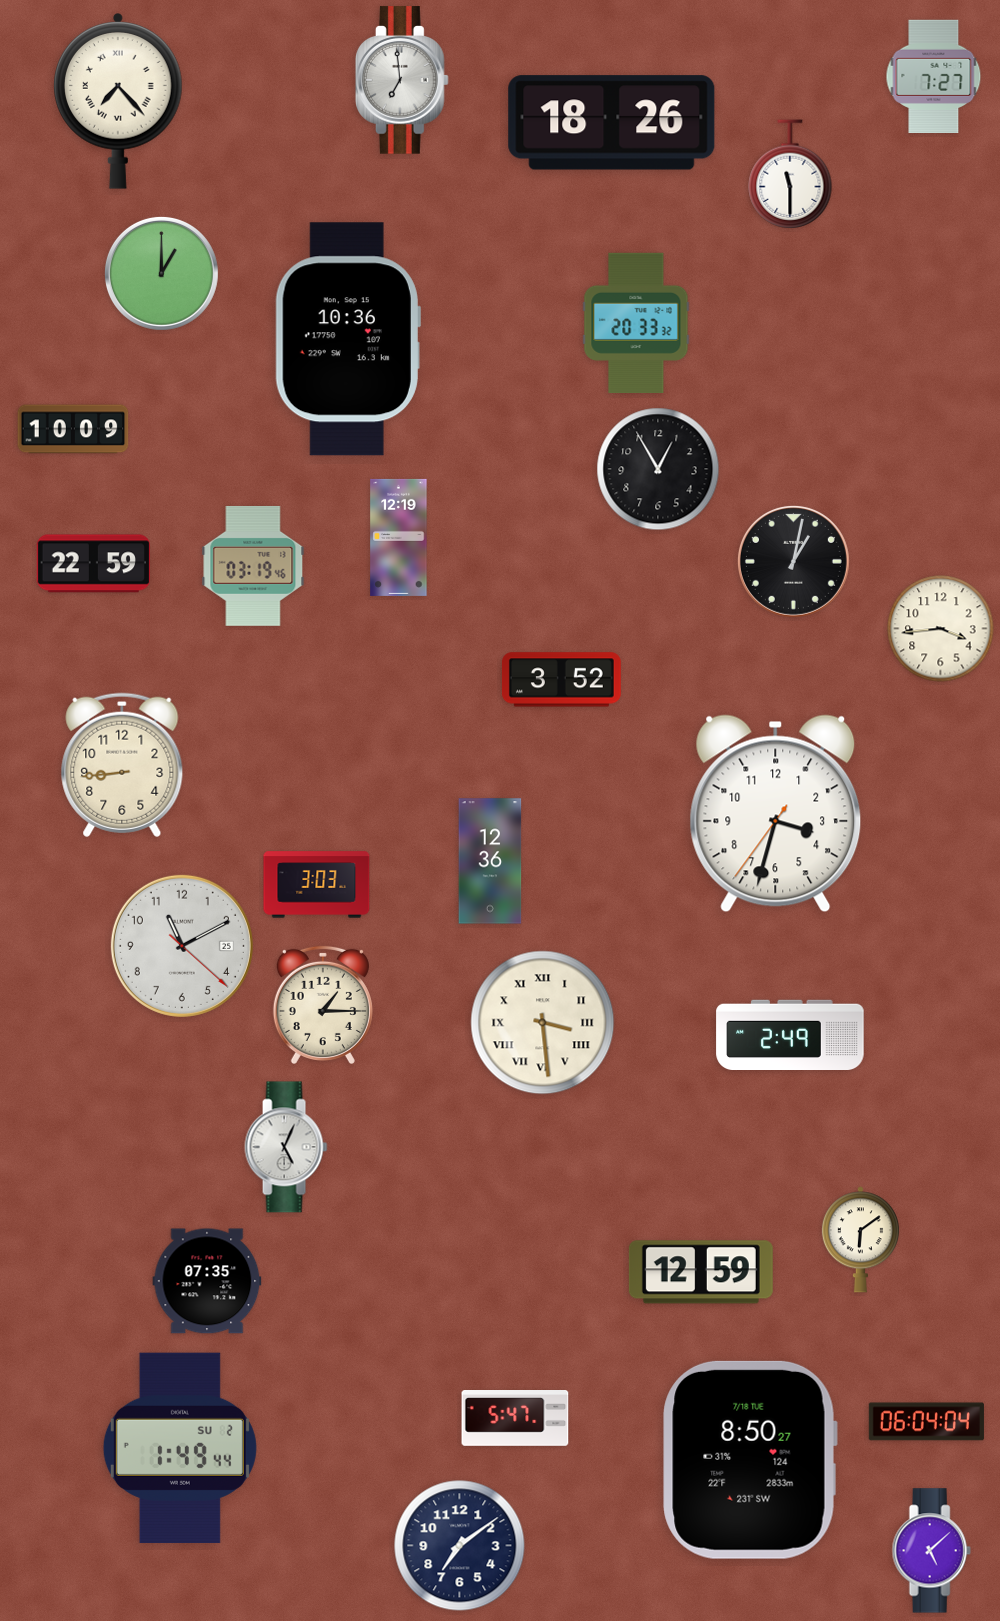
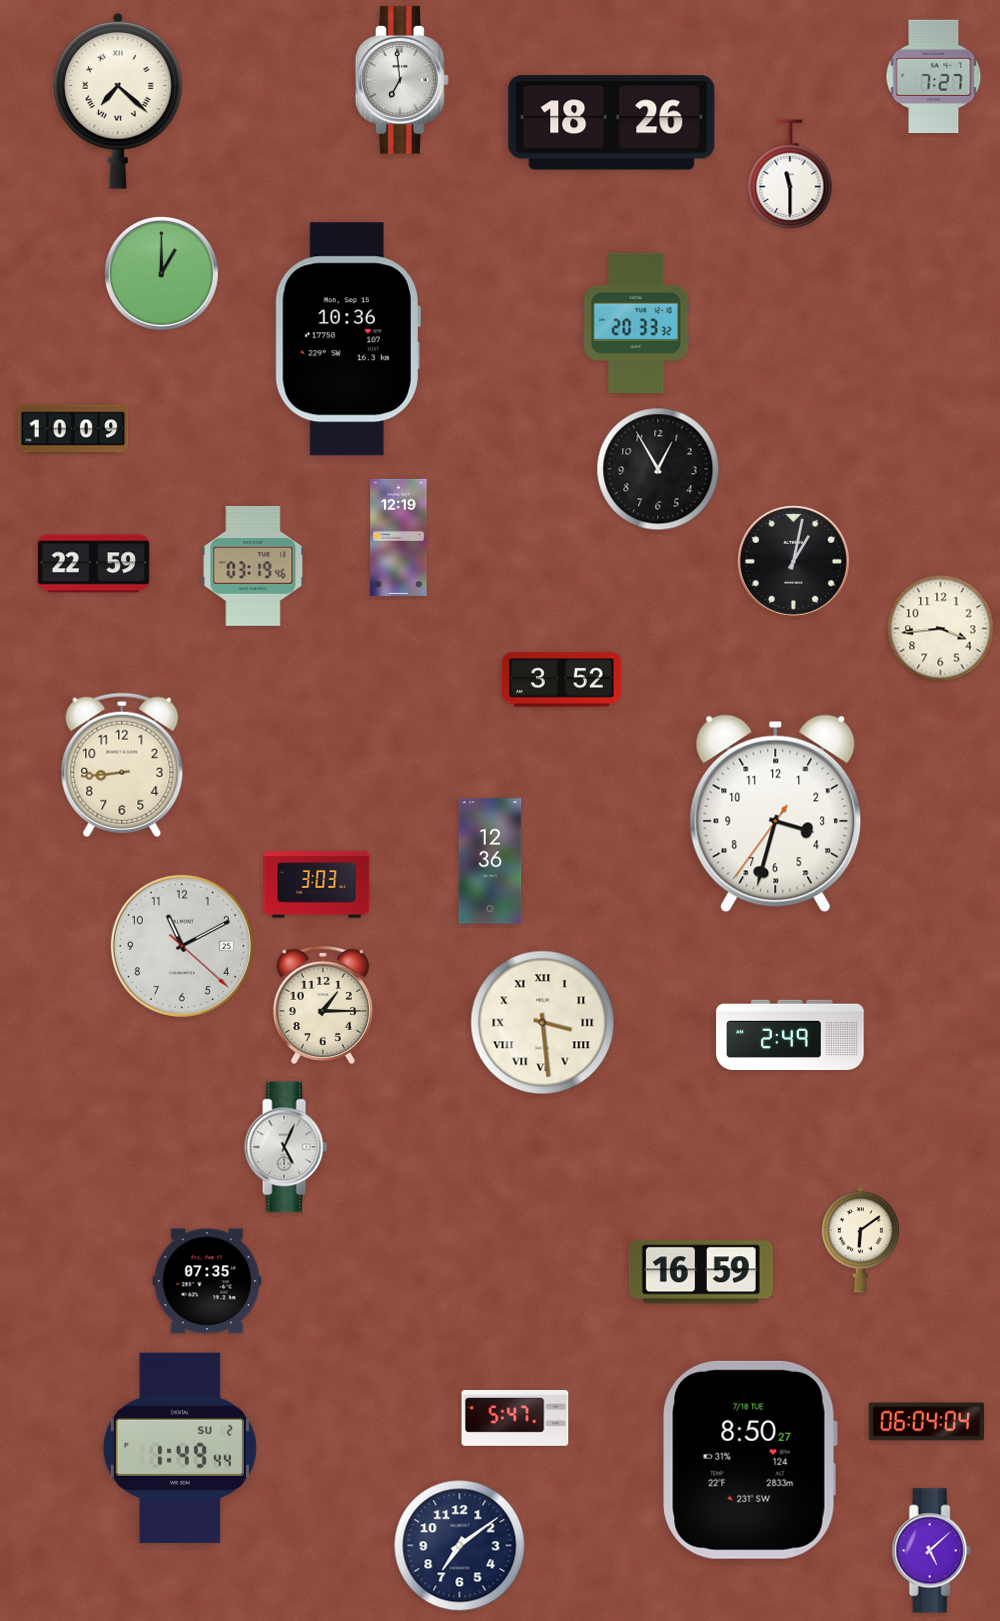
clock at (119, 102): 7:23 -> 7:22
clock at (701, 1272): 12:59 -> 16:59
